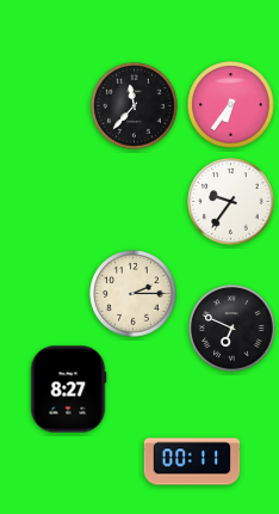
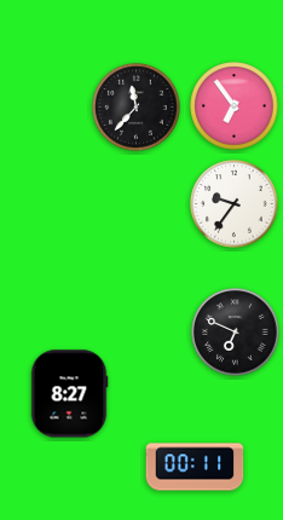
clock at (231, 105): 6:36 -> 6:54
clock at (134, 294): 2:15 -> none
